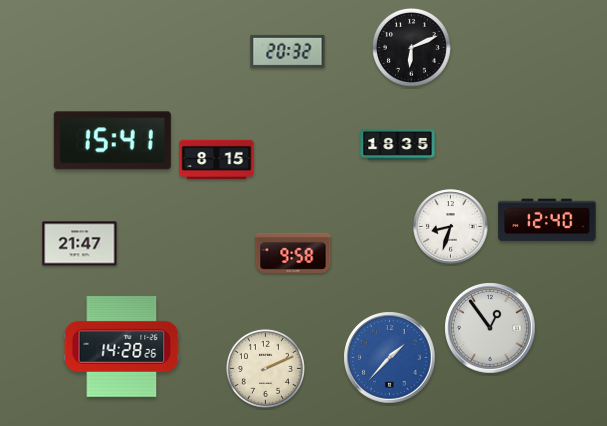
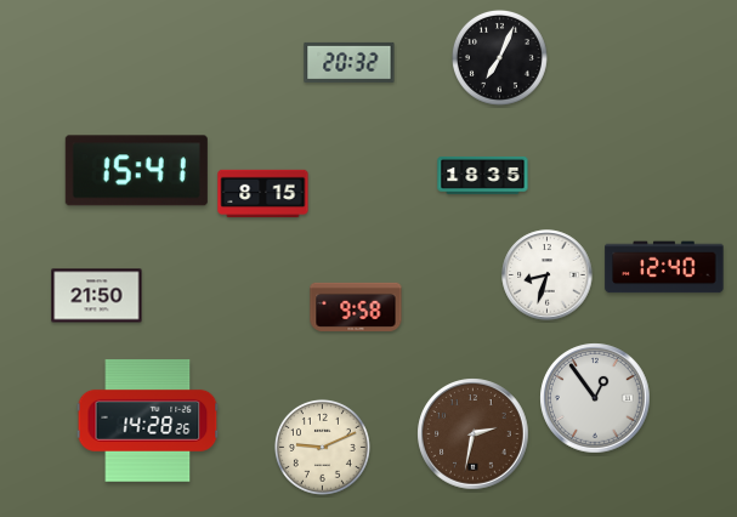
clock at (411, 47): 6:11 -> 7:04
clock at (80, 244): 21:47 -> 21:50
clock at (390, 358): 1:37 -> 2:32
clock at (390, 358) dial: blue -> brown
clock at (265, 368): 2:11 -> 9:11
